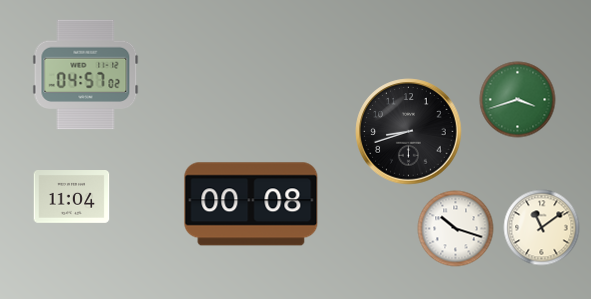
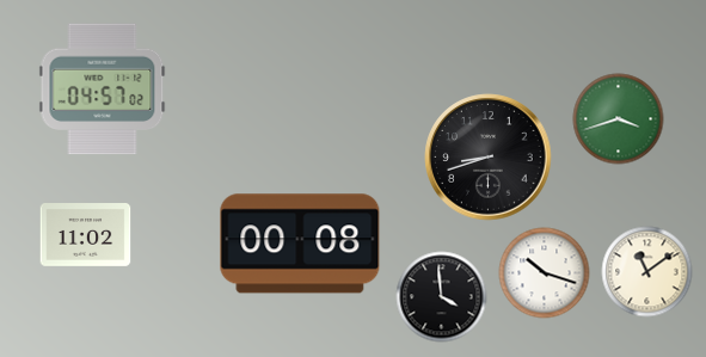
clock at (72, 197): 11:04 -> 11:02
clock at (442, 297): none -> 3:59
